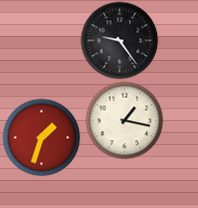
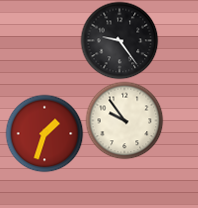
clock at (124, 120): 1:17 -> 9:54
clock at (41, 137) position: (41, 137) -> (44, 133)
